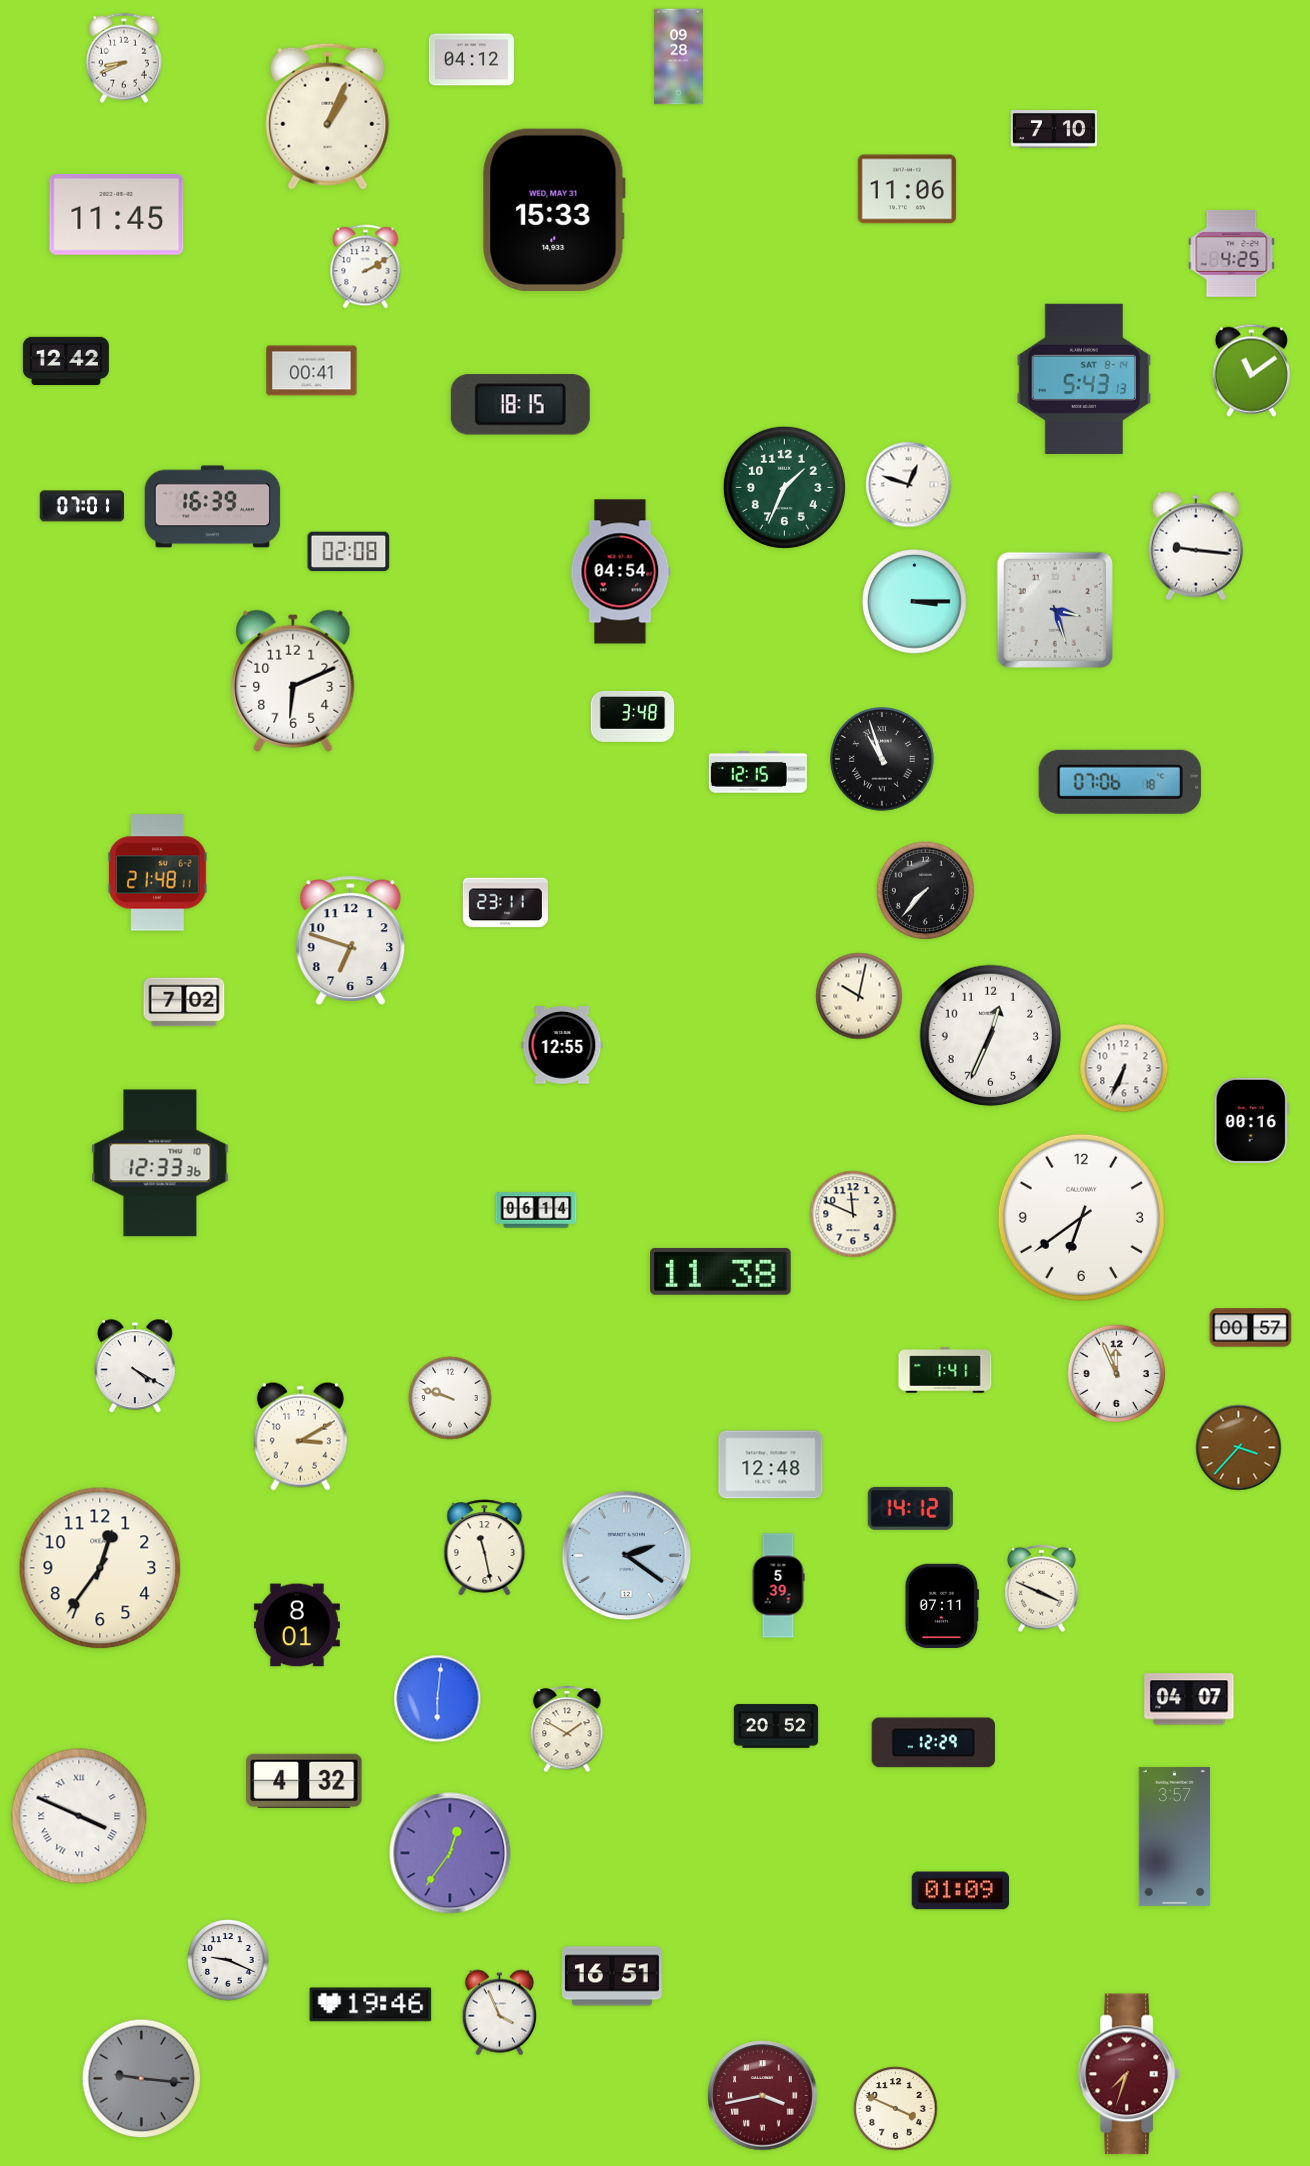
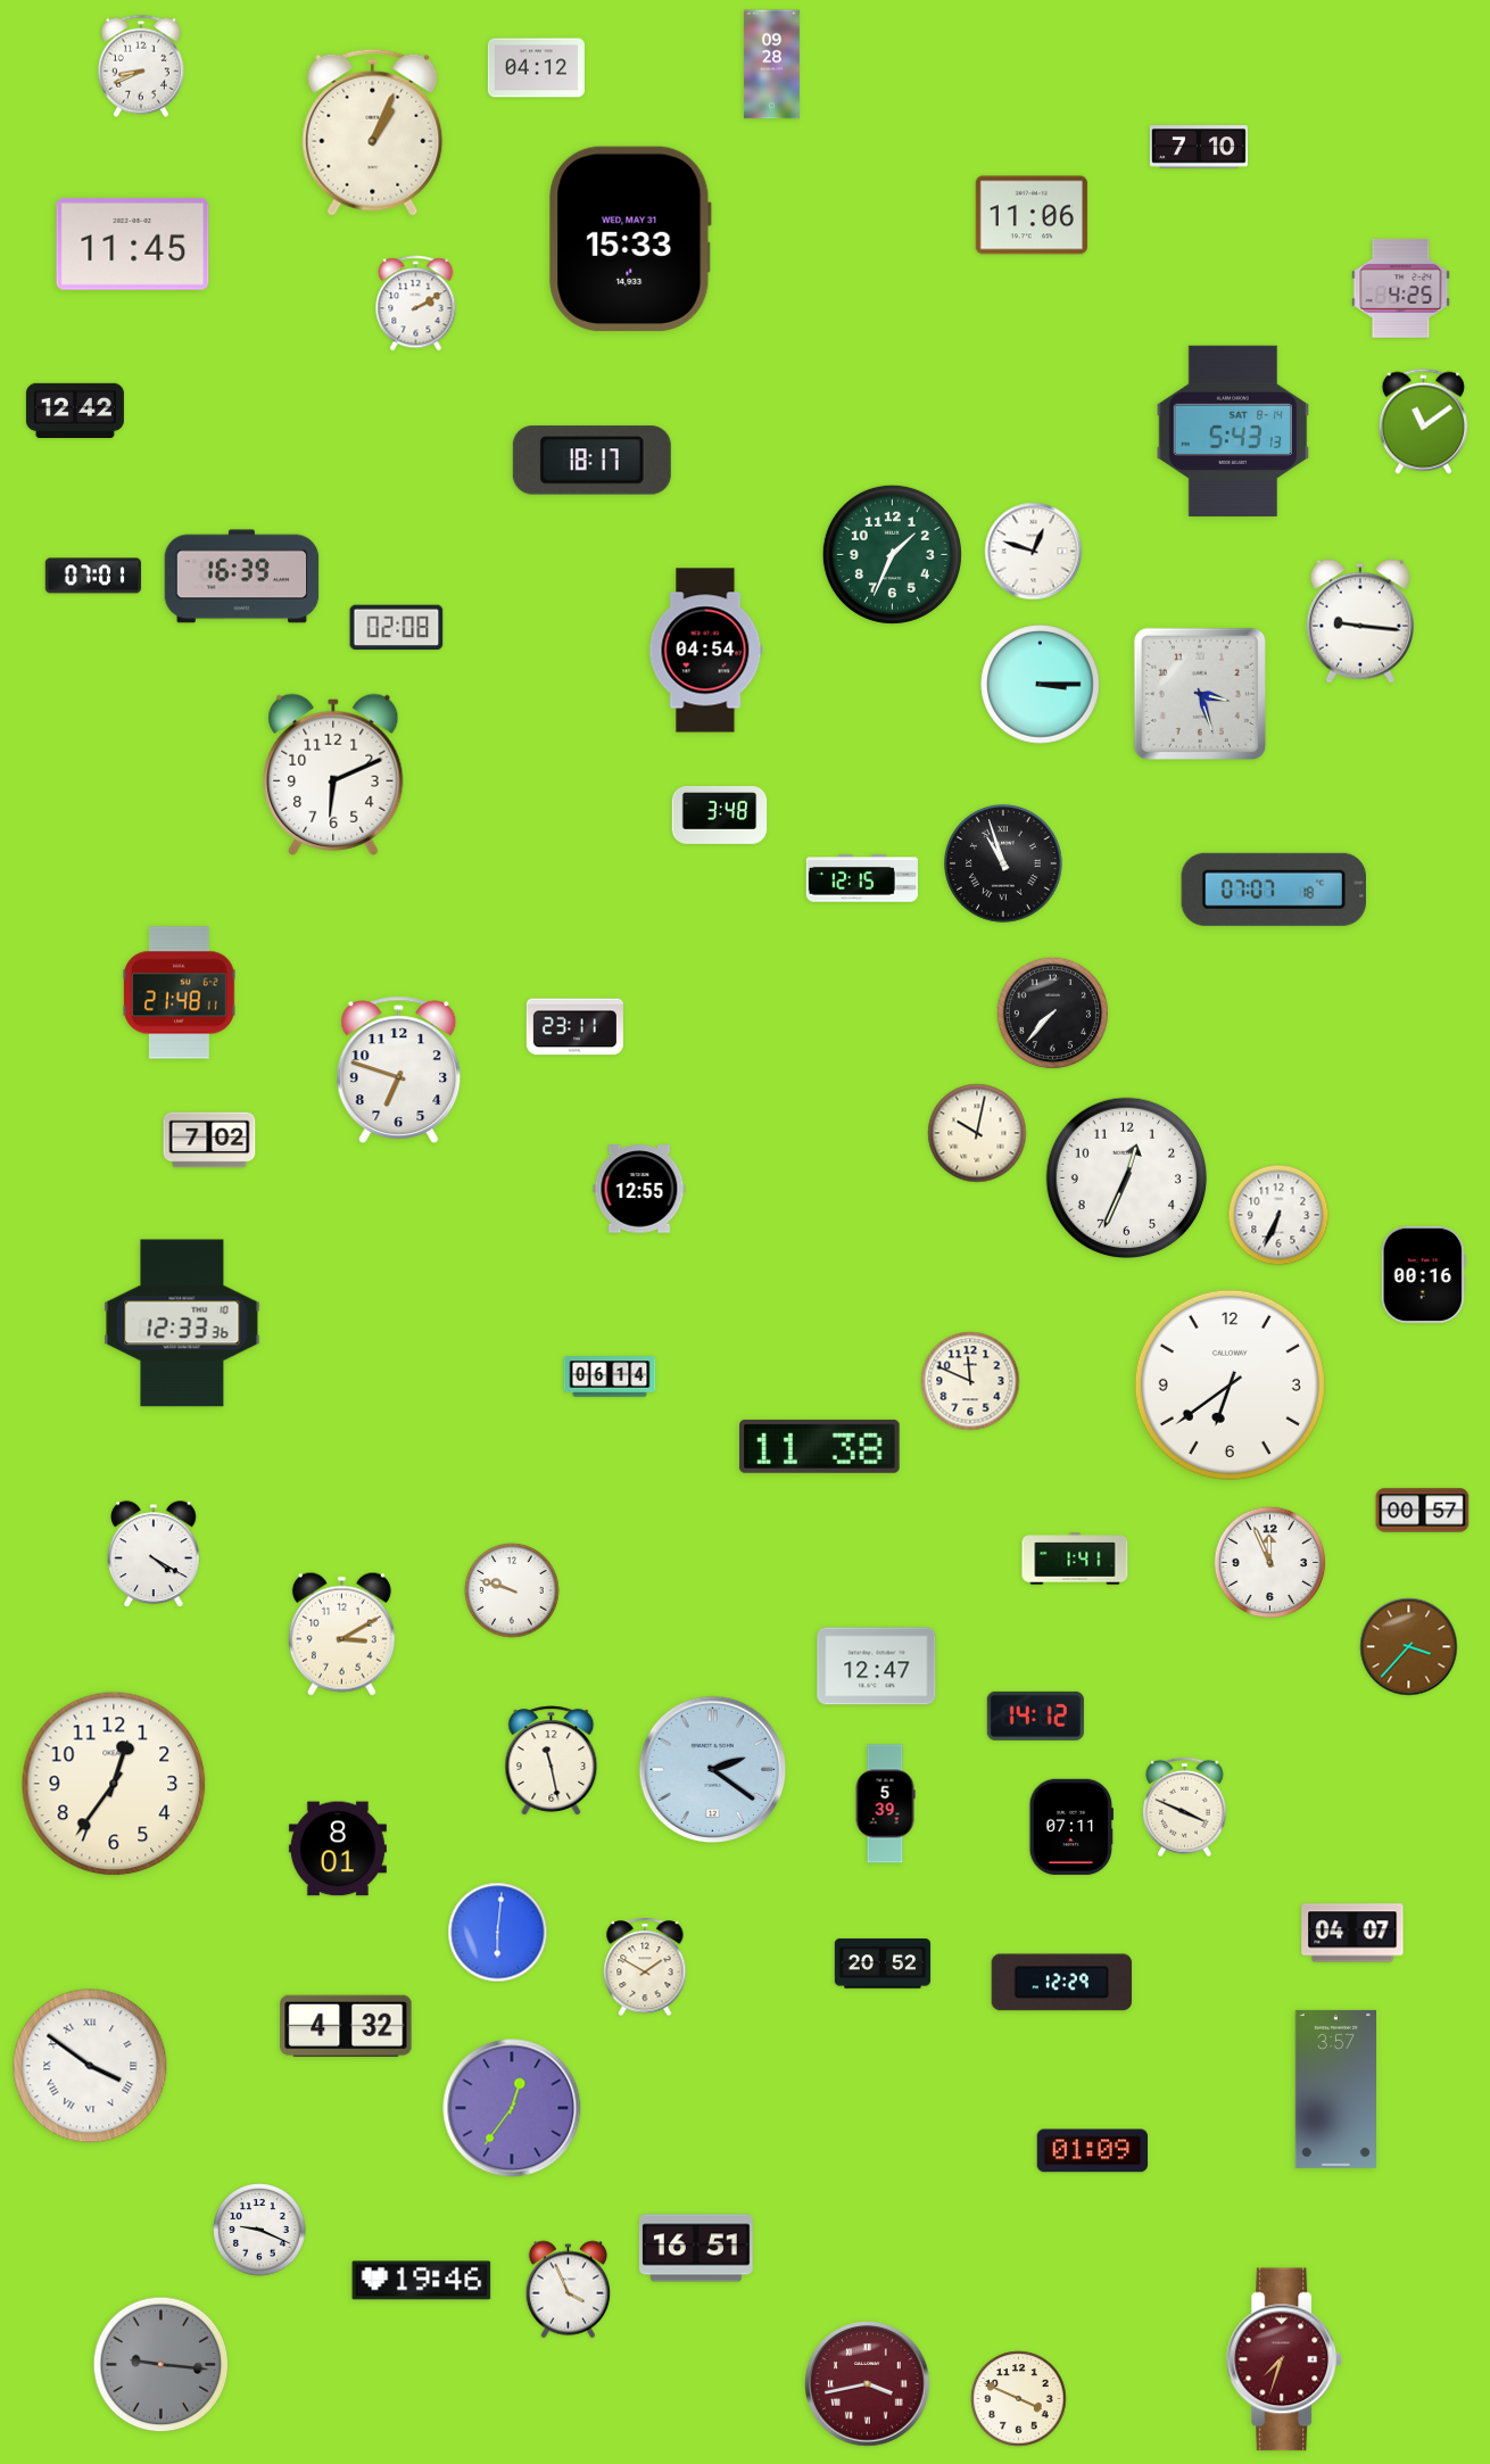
clock at (312, 371): 00:41 -> none
clock at (520, 405): 18:15 -> 18:17
clock at (1120, 782): 07:06 -> 07:07
clock at (771, 1465): 12:48 -> 12:47
clock at (79, 1816): 3:49 -> 3:51
